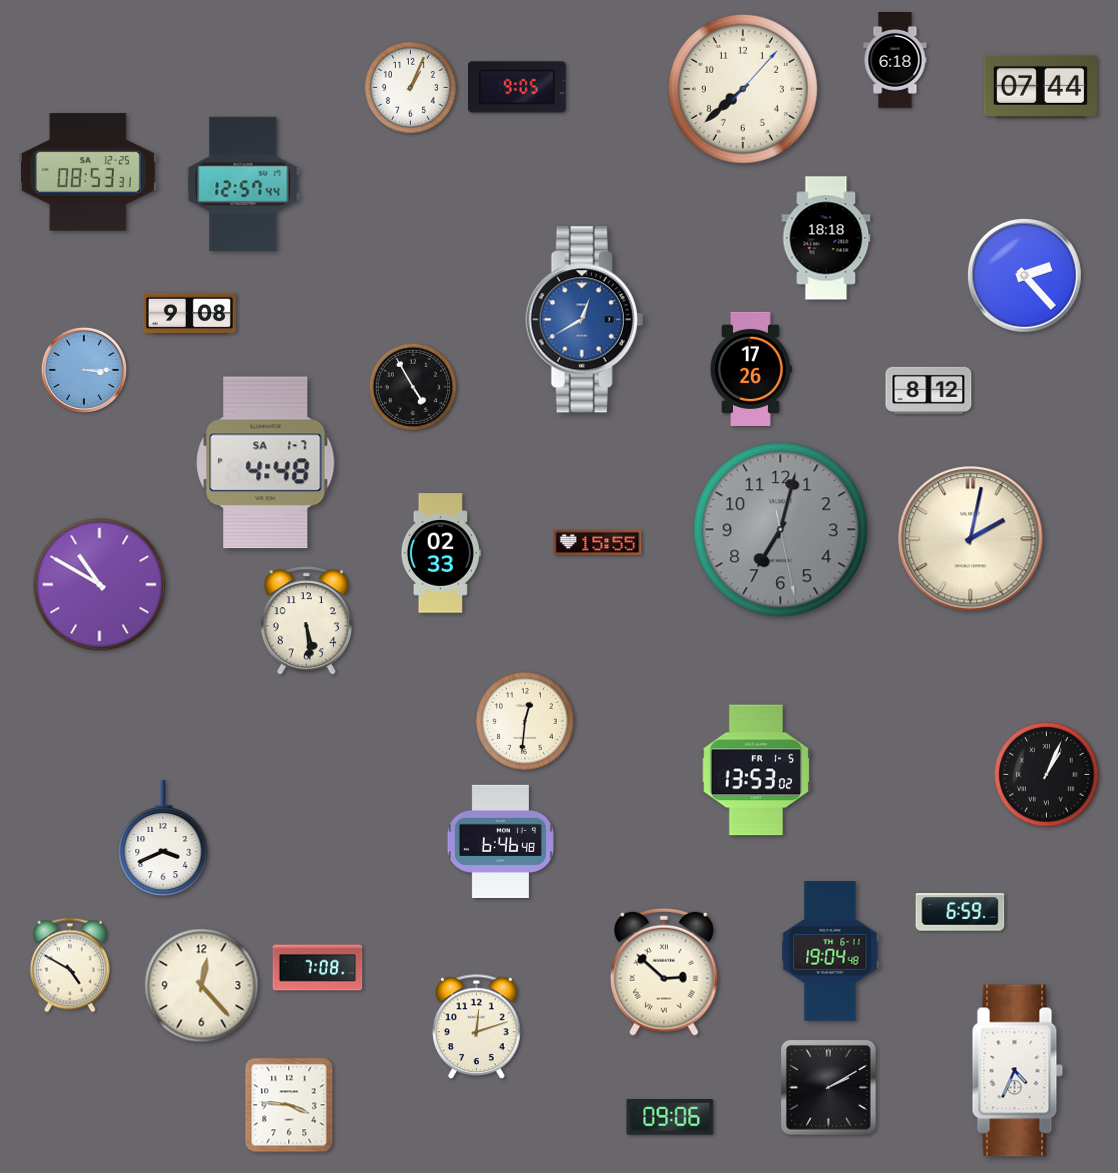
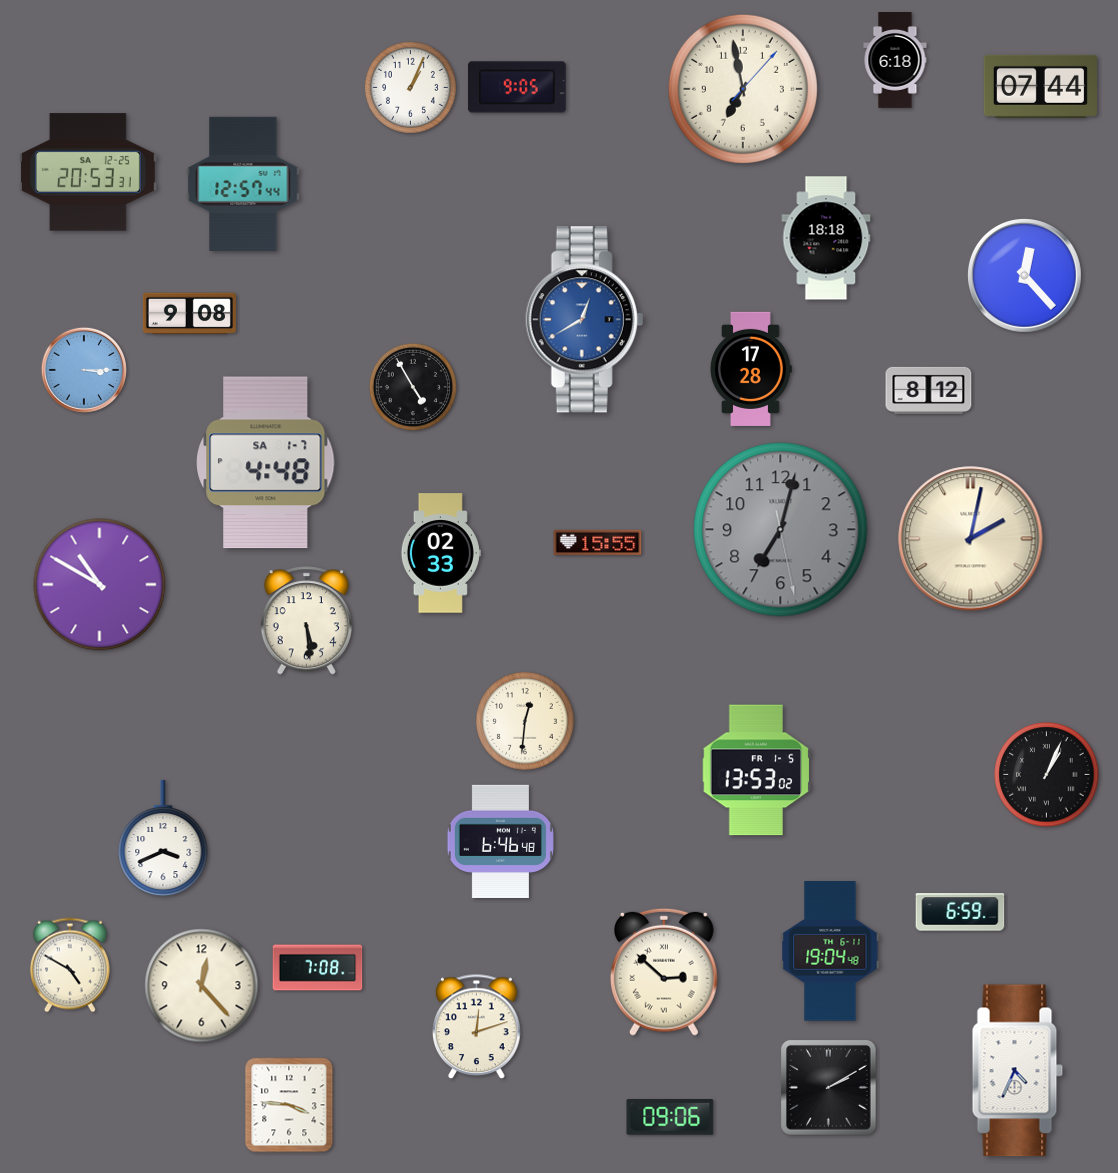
clock at (743, 89): 7:38 -> 6:58
clock at (88, 172): 08:53 -> 20:53
clock at (1025, 276): 2:23 -> 12:23
clock at (751, 369): 17:26 -> 17:28
